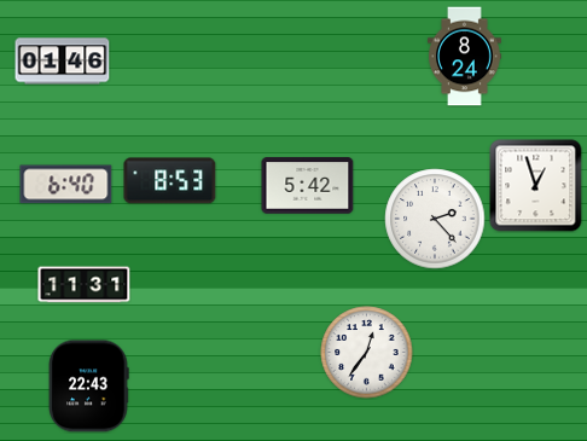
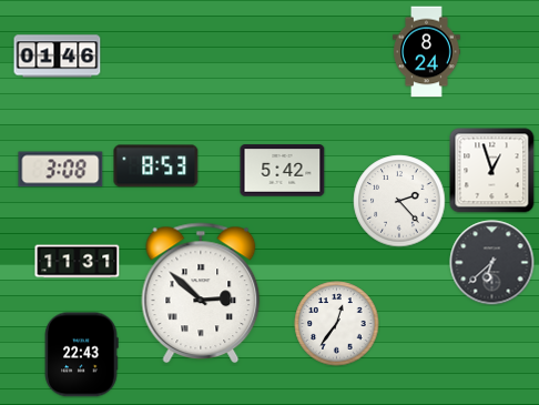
clock at (66, 185): 6:40 -> 3:08
clock at (492, 263): none -> 6:38
clock at (201, 293): none -> 2:52
